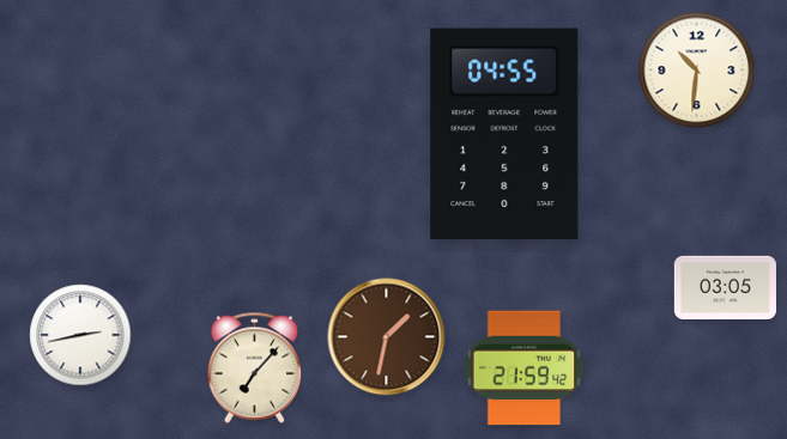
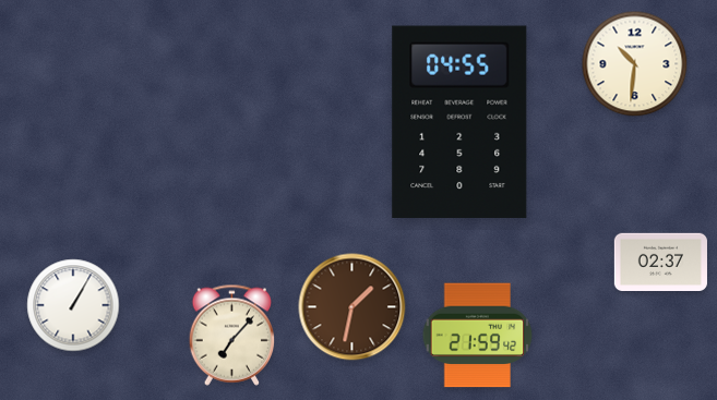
clock at (725, 288): 03:05 -> 02:37
clock at (80, 335): 2:43 -> 1:05
